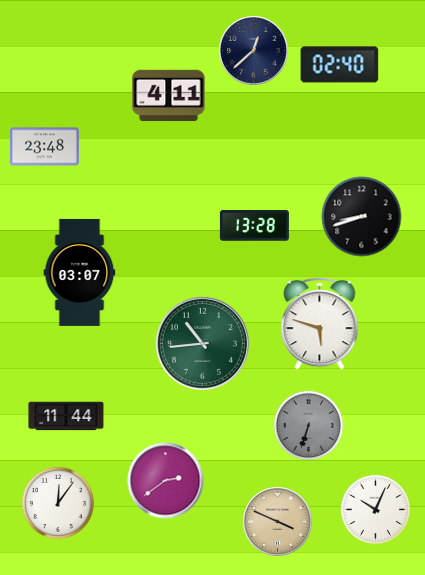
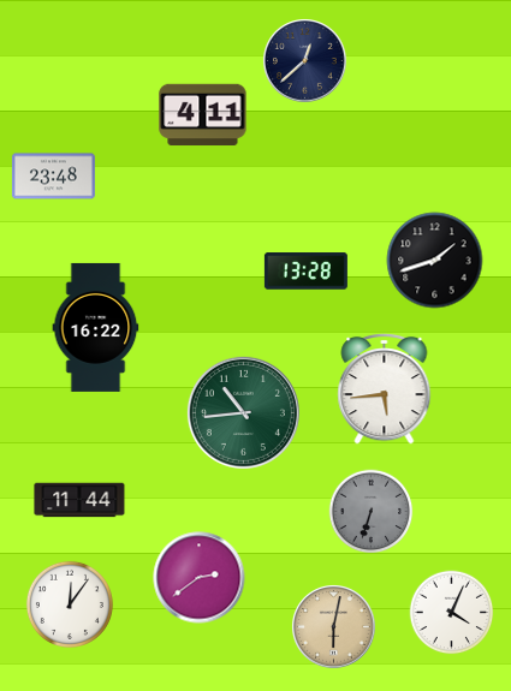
clock at (340, 65): 02:40 -> none
clock at (362, 217): 8:42 -> 1:42
clock at (80, 272): 03:07 -> 16:22
clock at (320, 323): 5:48 -> 5:44
clock at (376, 510): 10:04 -> 4:04
clock at (278, 522): 3:49 -> 6:02
